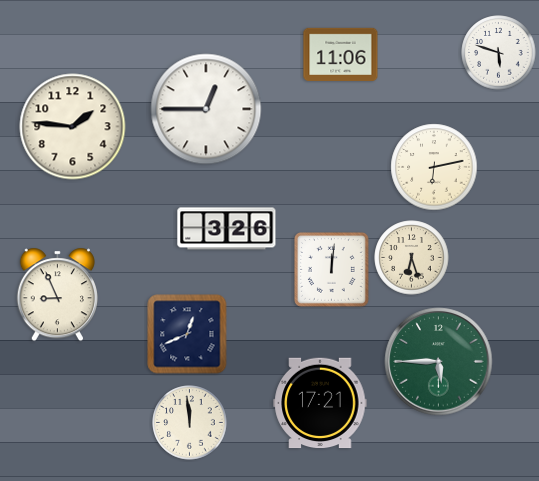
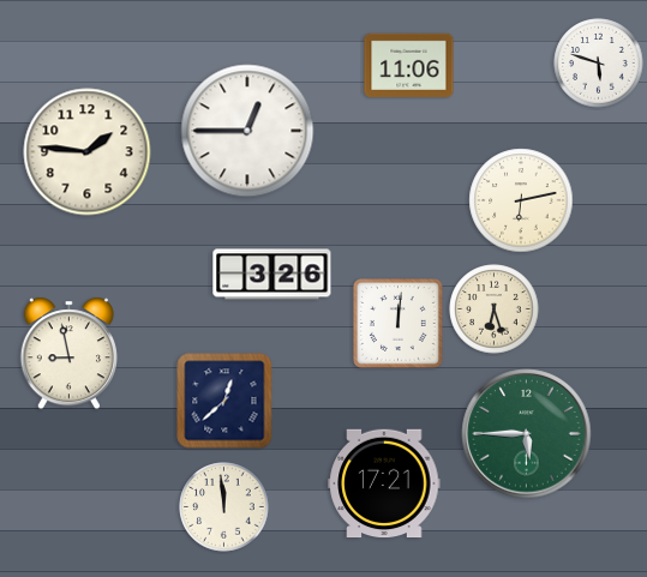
clock at (57, 295): 8:56 -> 8:58
clock at (187, 334): 12:41 -> 12:38
clock at (190, 423) position: (190, 423) -> (224, 507)
